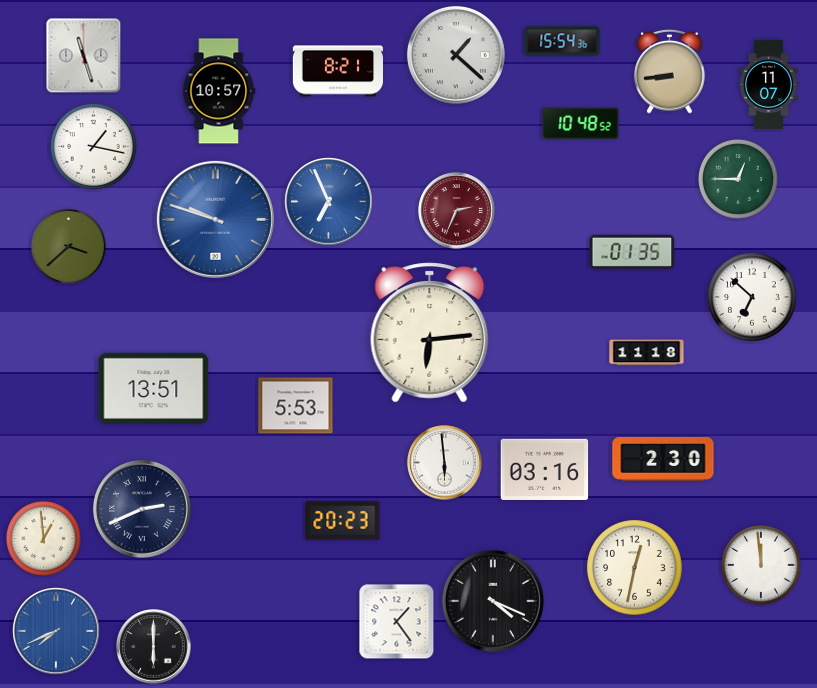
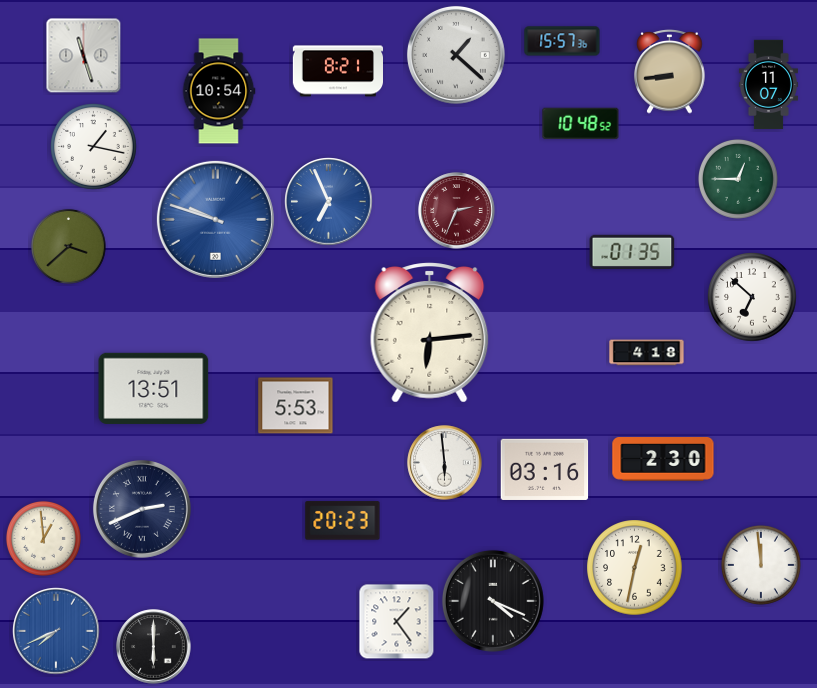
clock at (562, 41): 15:54 -> 15:57
clock at (219, 91): 10:57 -> 10:54
clock at (647, 353): 11:18 -> 4:18
